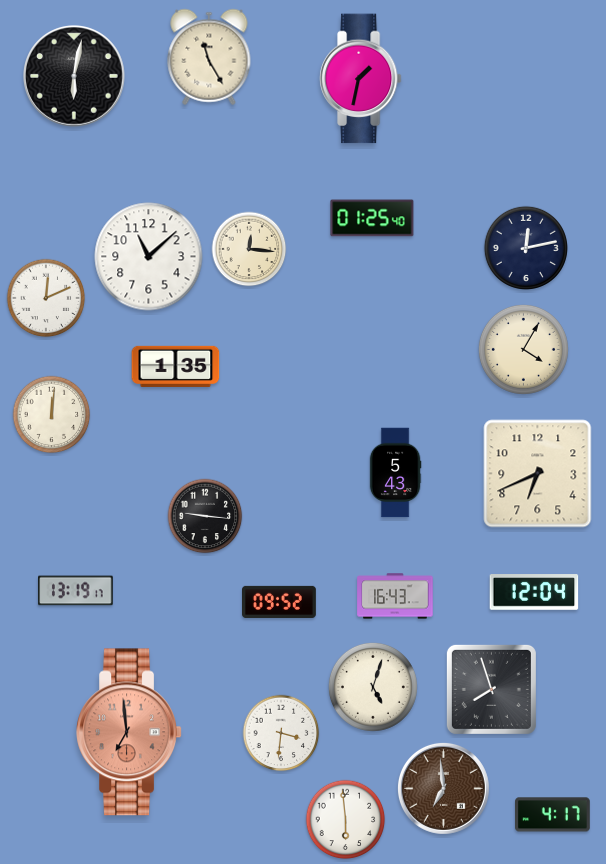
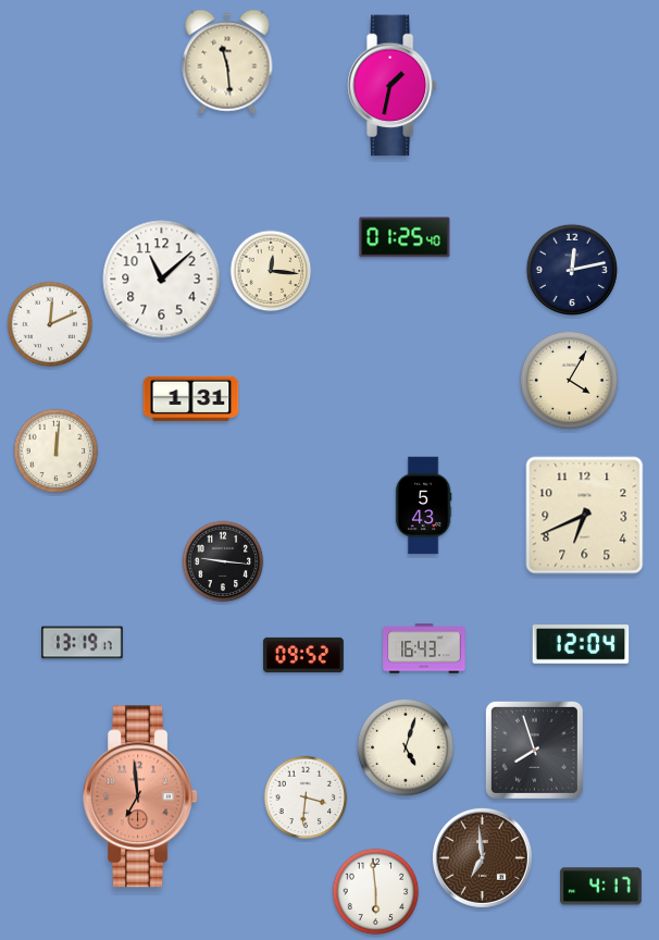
clock at (209, 57): 11:25 -> 11:29
clock at (75, 77): 6:02 -> none
clock at (176, 366): 1:35 -> 1:31
clock at (395, 473) position: (395, 473) -> (423, 506)
clock at (395, 596) position: (395, 596) -> (424, 648)
